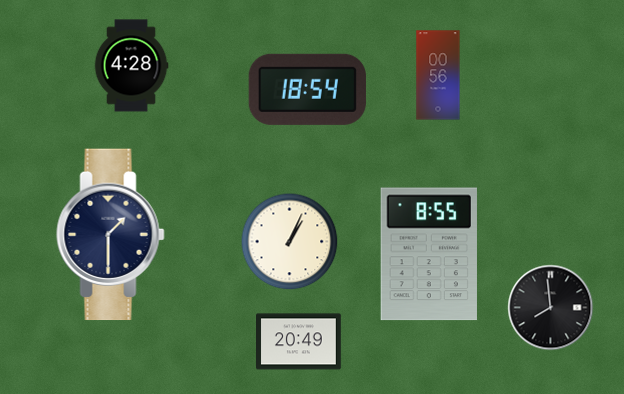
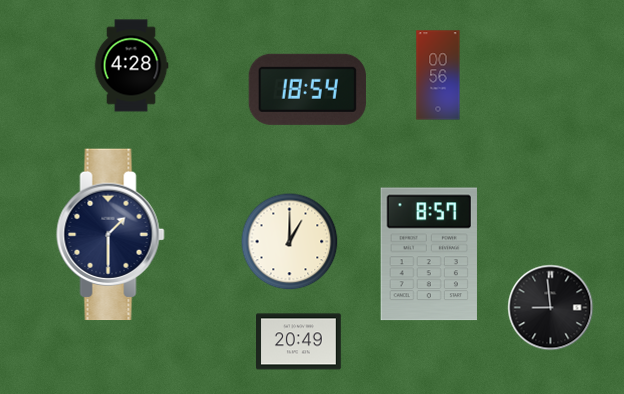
clock at (290, 242): 1:04 -> 1:00
clock at (429, 254): 8:55 -> 8:57
clock at (551, 308): 7:59 -> 8:59
